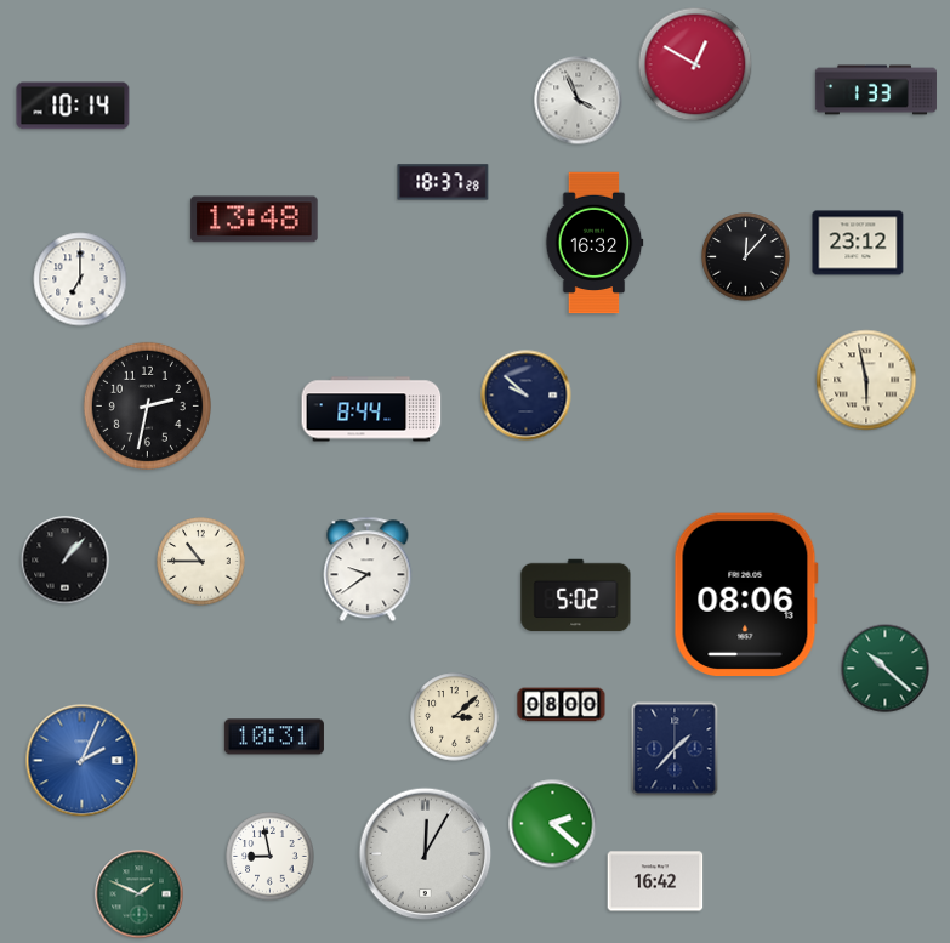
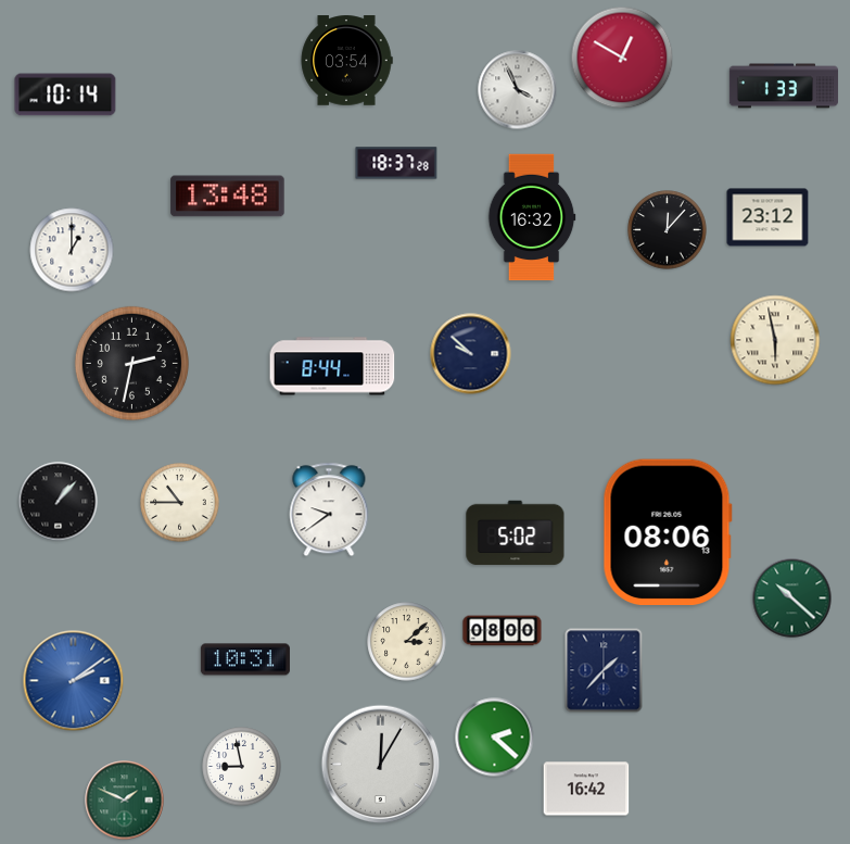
clock at (346, 61): none -> 03:54
clock at (876, 90) position: (876, 90) -> (784, 86)
clock at (80, 279): 7:00 -> 1:00
clock at (83, 761): 2:04 -> 2:09
